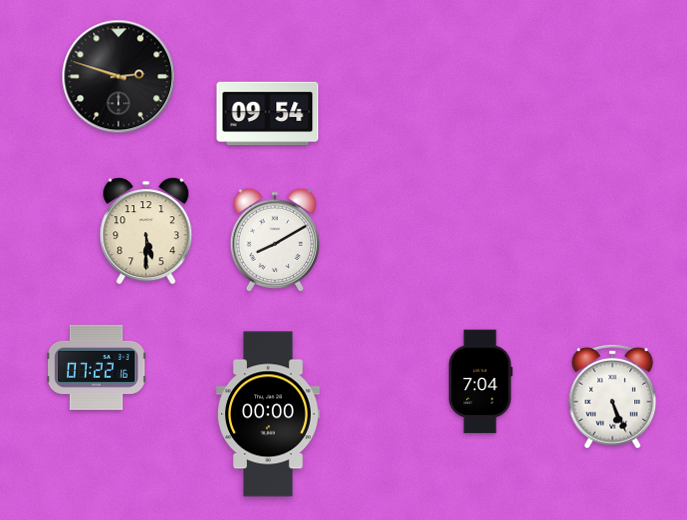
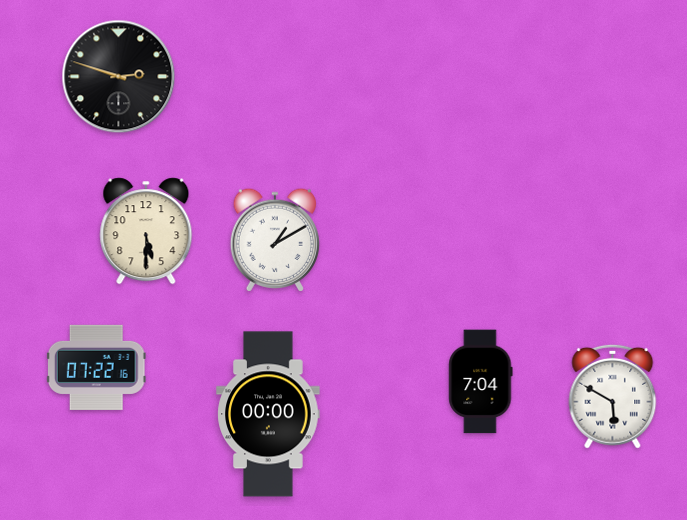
clock at (268, 114): 09:54 -> none
clock at (274, 240): 8:10 -> 1:10
clock at (613, 396): 5:26 -> 5:50
